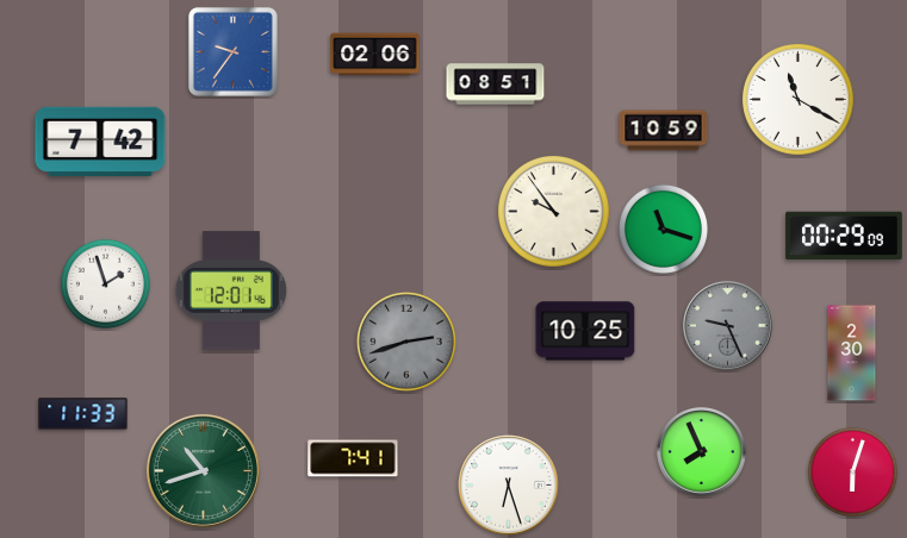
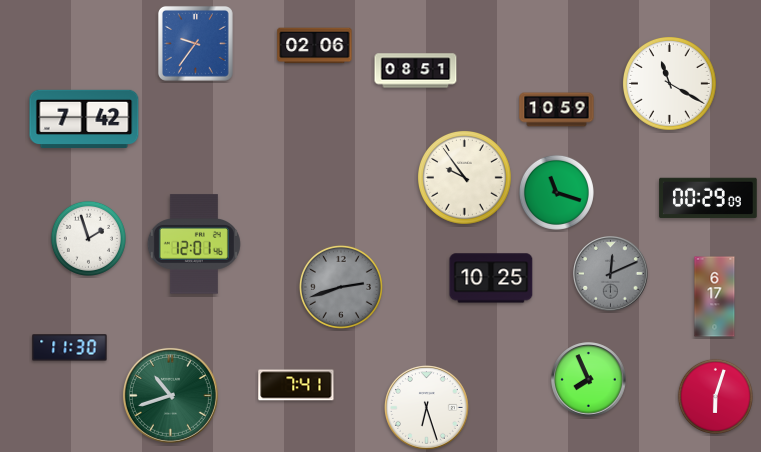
clock at (728, 326): 9:26 -> 12:11
clock at (852, 354): 2:30 -> 6:17
clock at (83, 414): 11:33 -> 11:30
